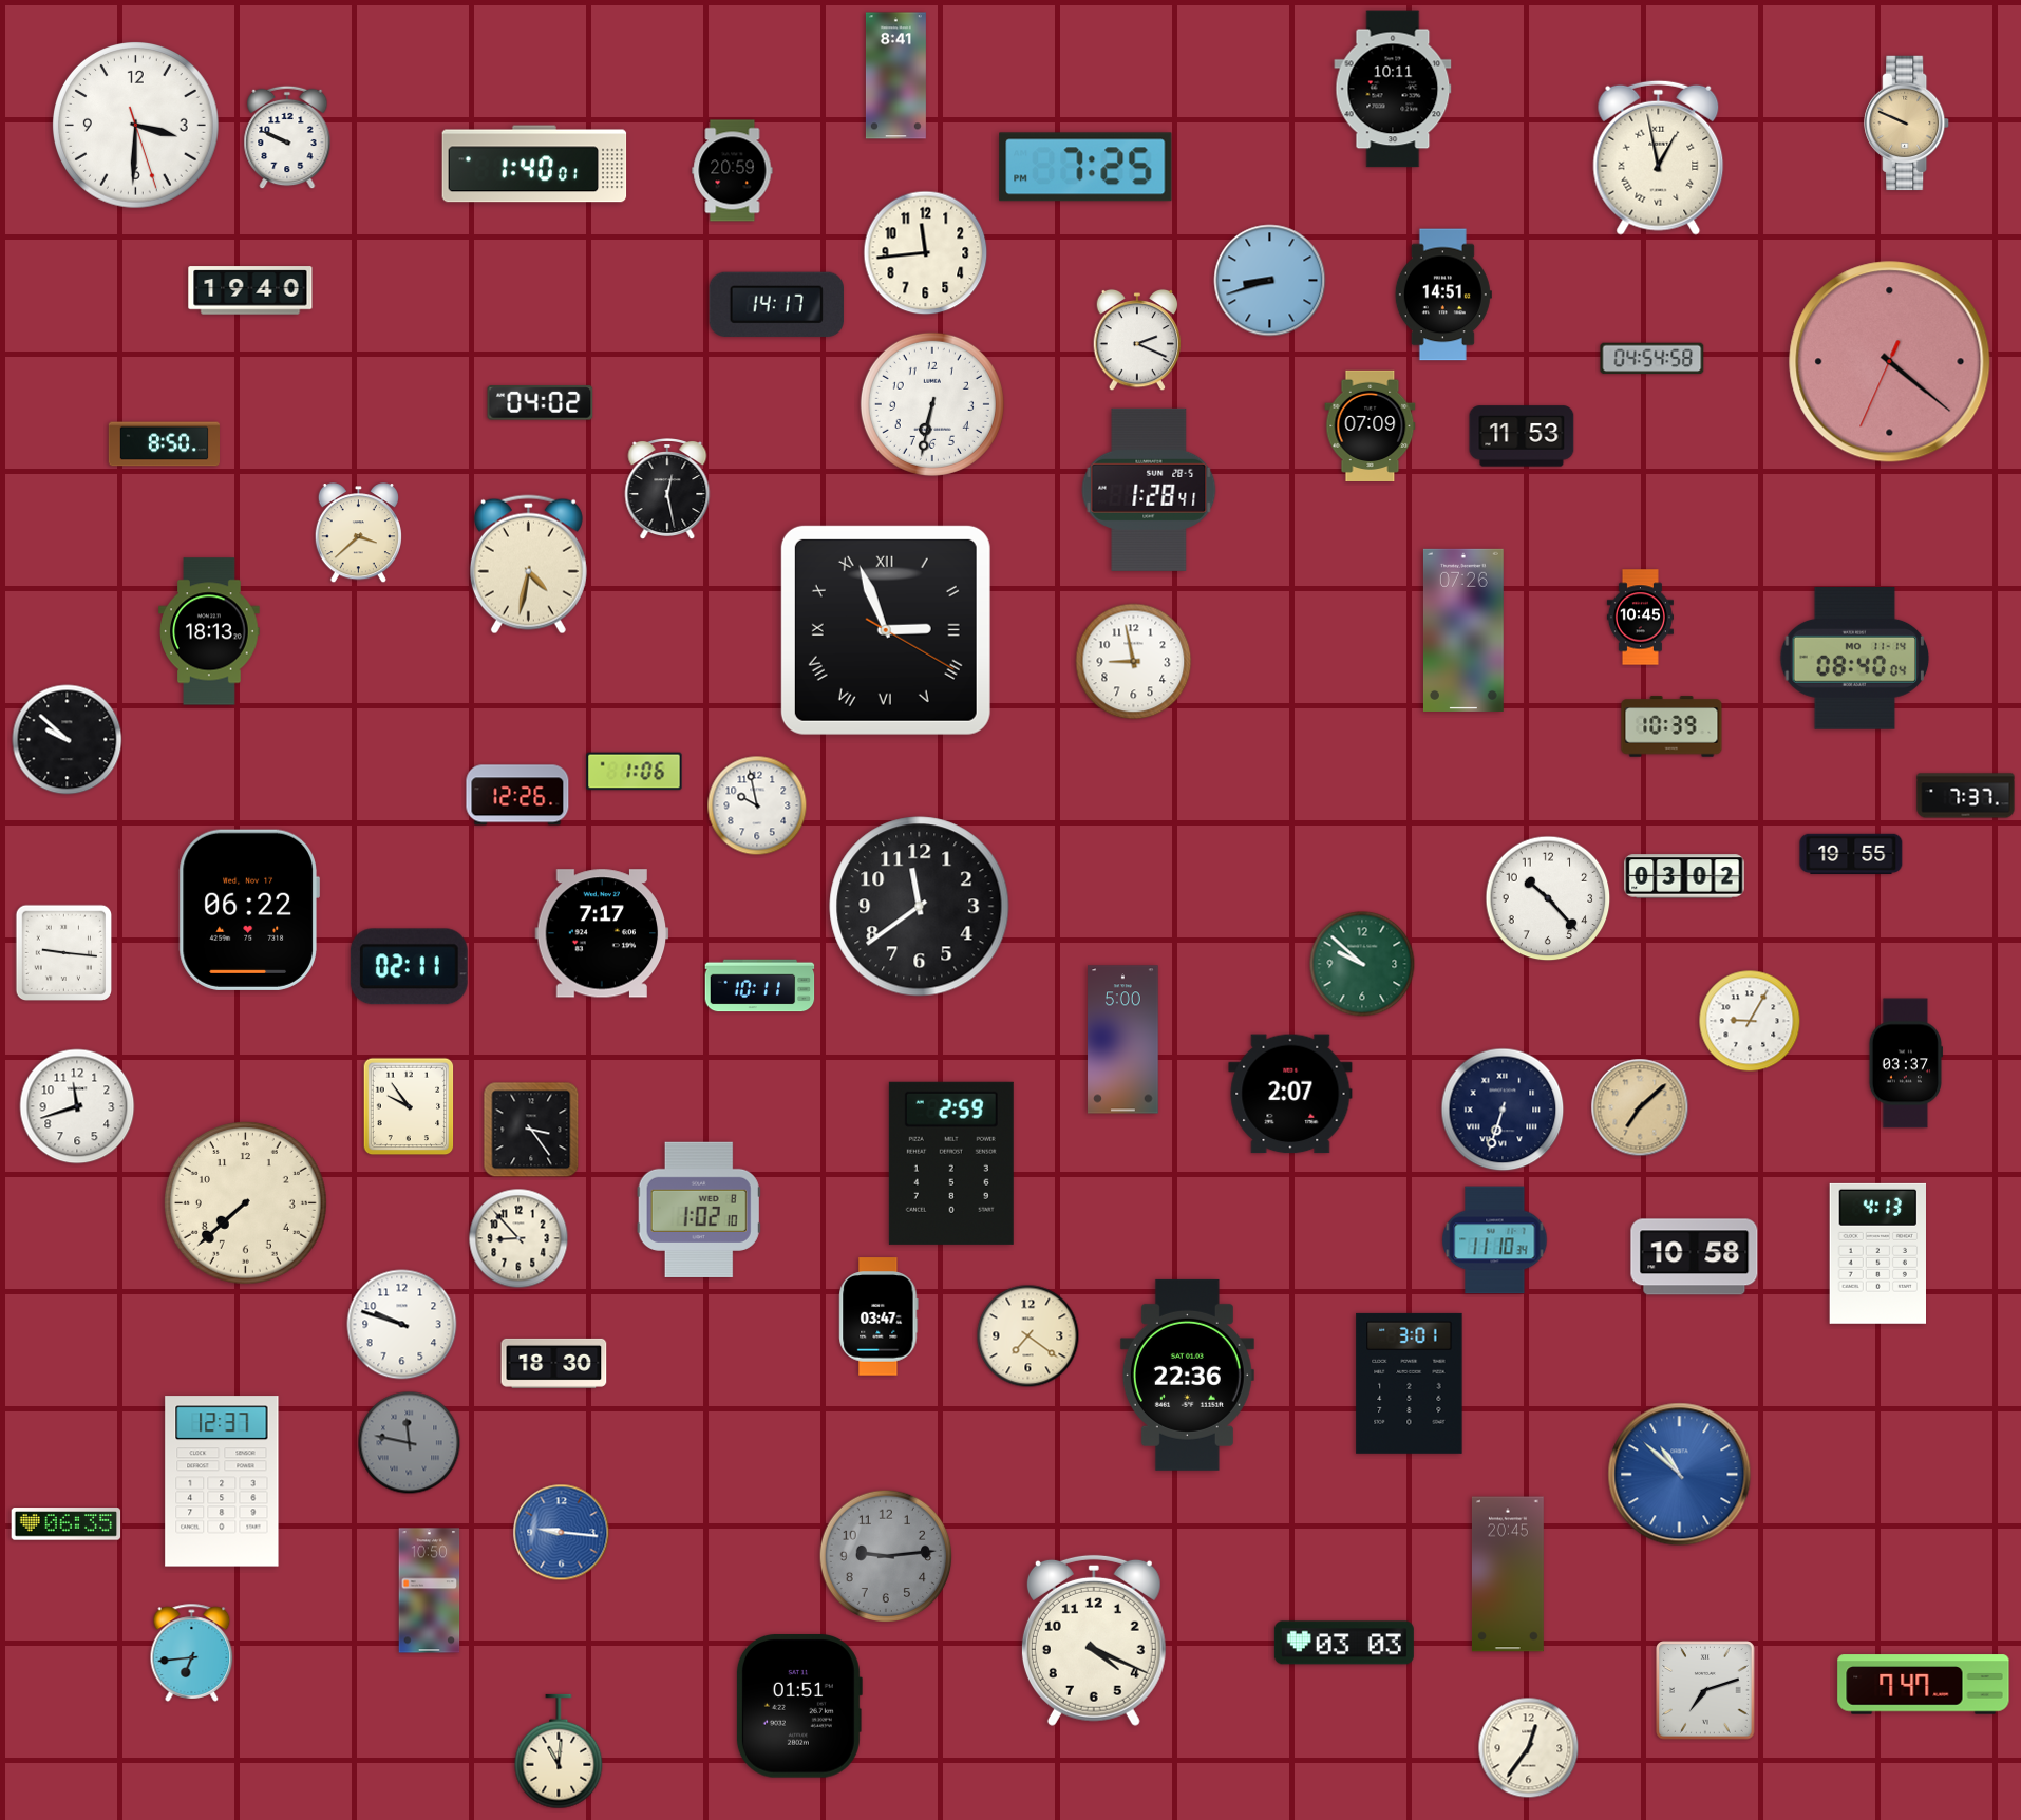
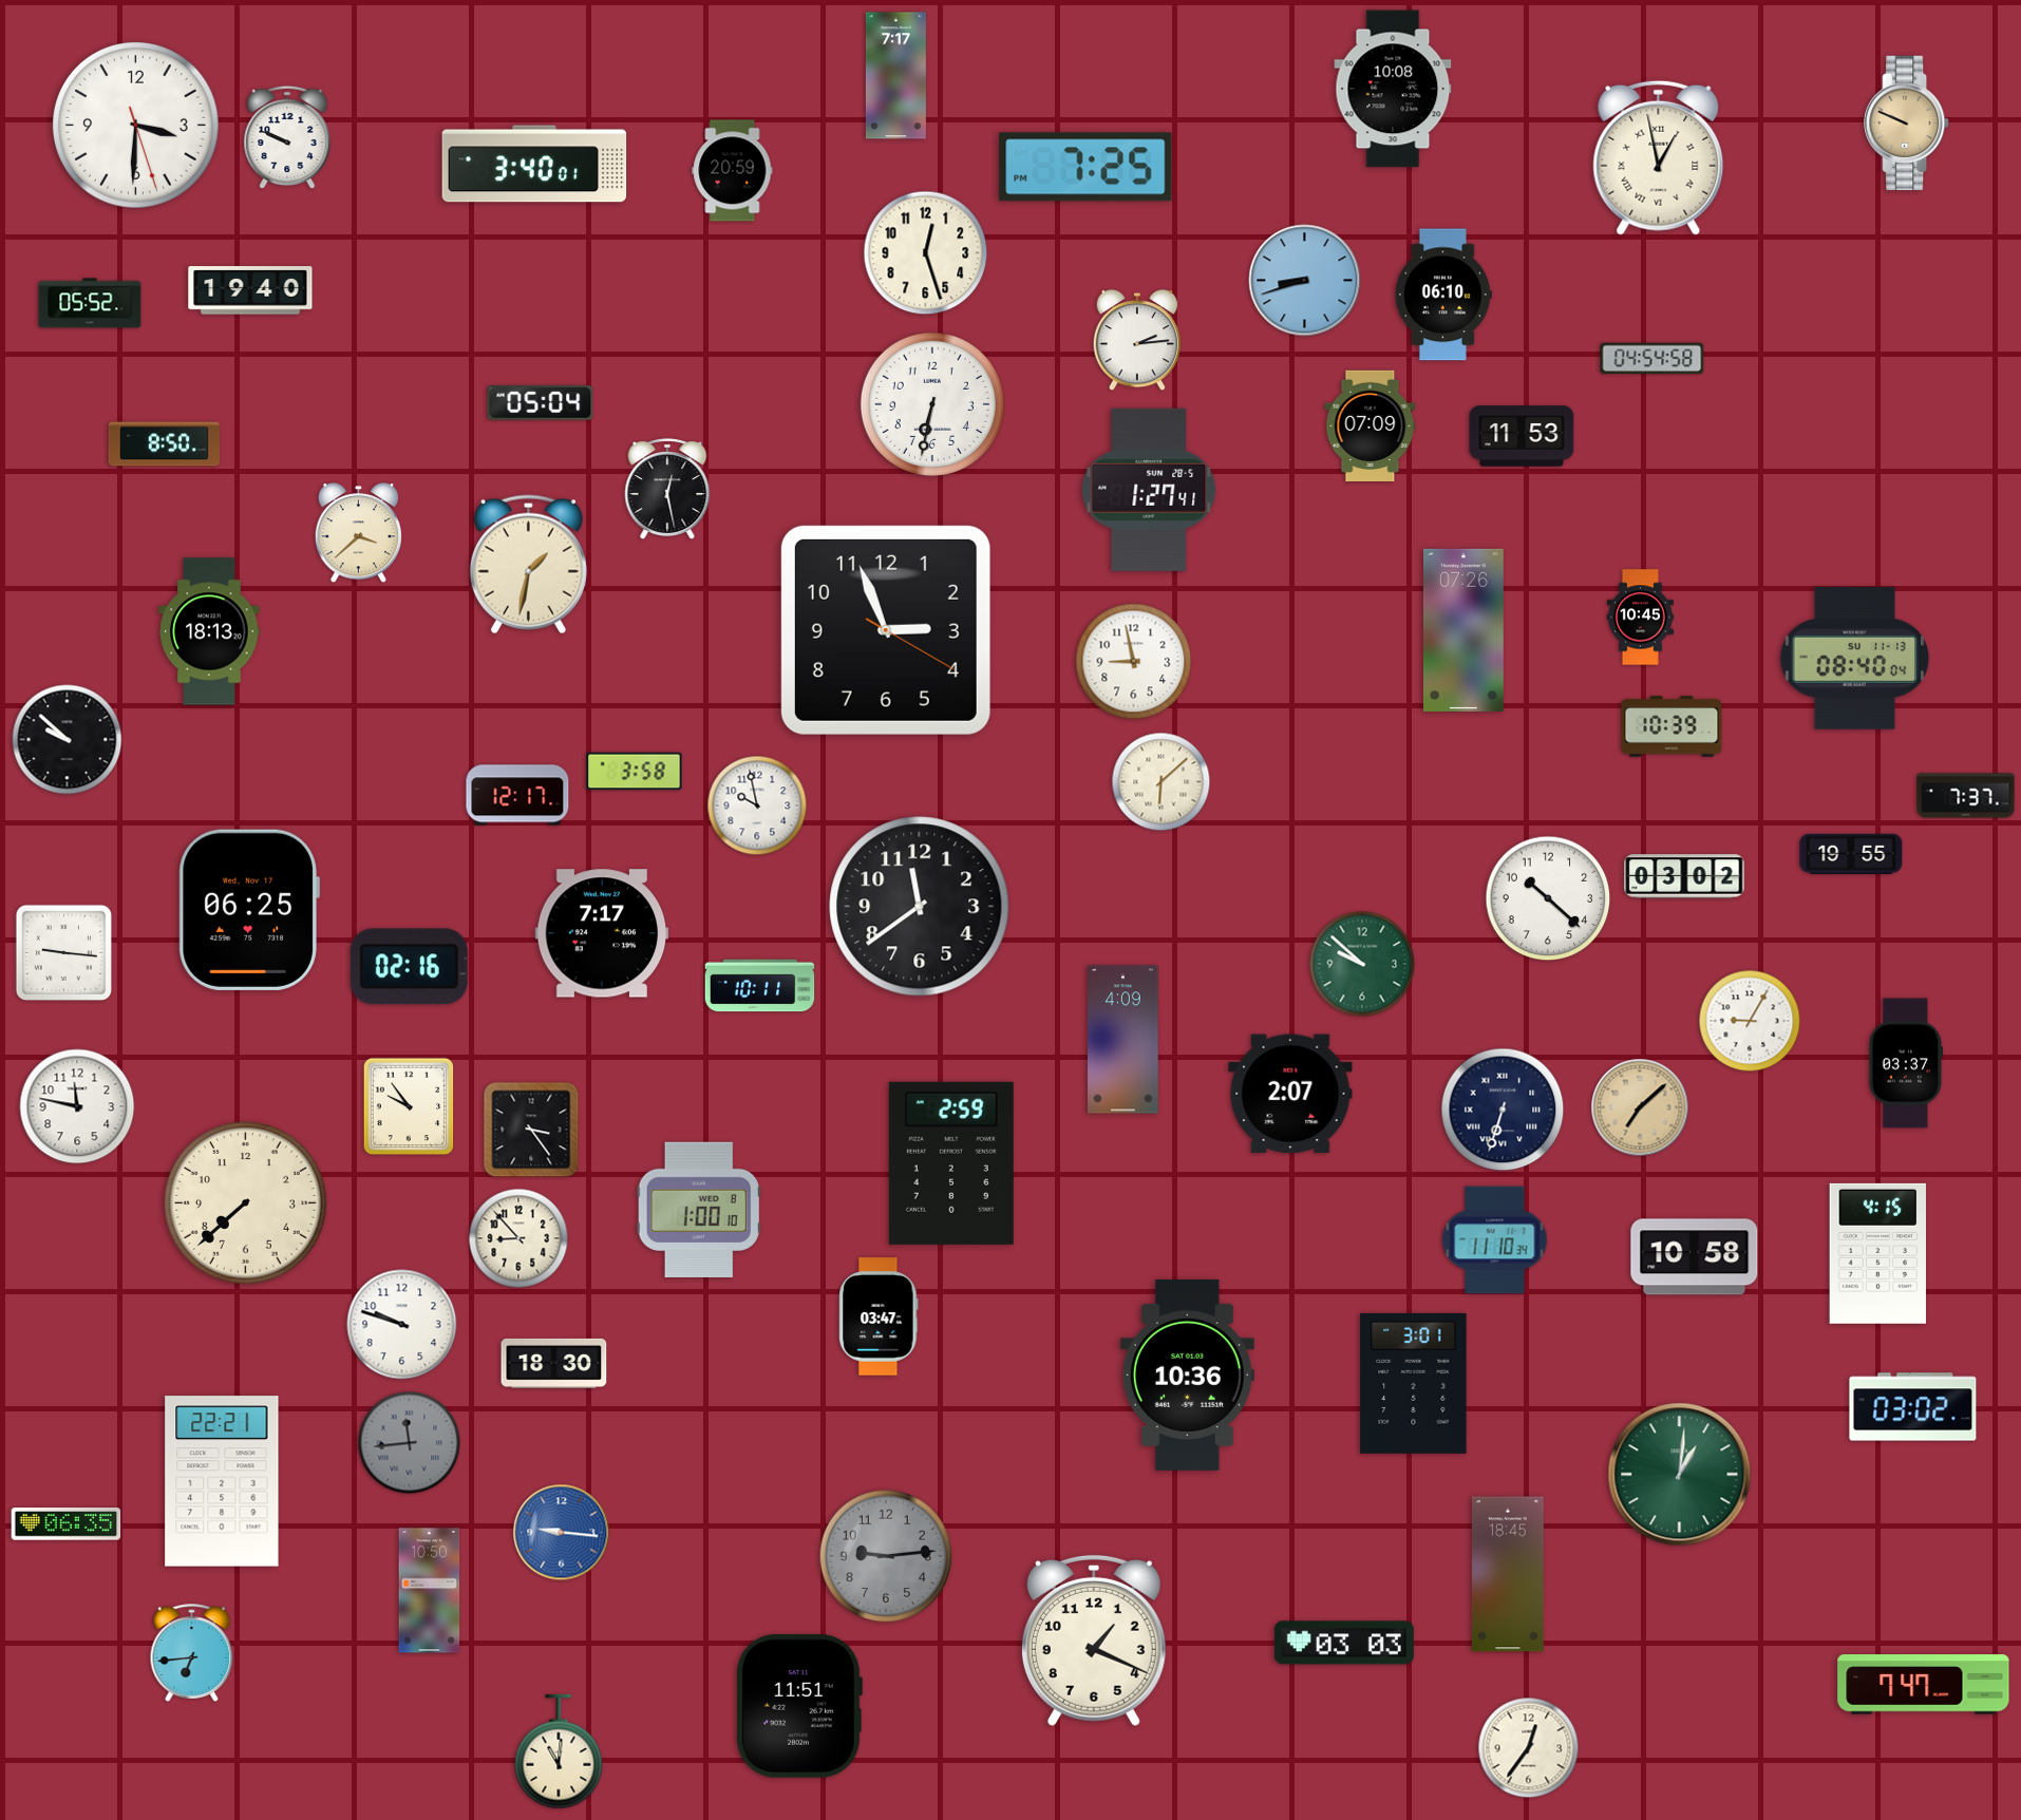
clock at (895, 76): 8:41 -> 7:17
clock at (1393, 89): 10:11 -> 10:08
clock at (534, 164): 1:40 -> 3:40
clock at (926, 253): 11:44 -> 12:27
clock at (1270, 281) position: (1270, 281) -> (1305, 281)
clock at (1443, 295): 14:51 -> 06:10
clock at (90, 303): none -> 05:52
clock at (776, 304): 14:17 -> none
clock at (1137, 340): 2:19 -> 2:14
clock at (1890, 362): 4:21 -> none
clock at (541, 403): 04:02 -> 05:04
clock at (1149, 490): 1:28 -> 1:27
clock at (528, 565): 4:32 -> 1:32
clock at (886, 630) numerals: Roman -> Arabic
clock at (1855, 659) date: MO 11-14 -> SU 11-13
clock at (635, 772): 1:06 -> 3:58
clock at (1161, 782): none -> 6:08
clock at (517, 795): 12:26 -> 12:17
clock at (1548, 898): 10:23 -> 10:22
clock at (249, 910): 06:22 -> 06:25
clock at (409, 967): 02:11 -> 02:16
clock at (1123, 1040): 5:00 -> 4:09
clock at (77, 1106): 11:42 -> 11:47
clock at (699, 1209): 1:02 -> 1:00
clock at (1877, 1253): 4:13 -> 4:15
clock at (1028, 1336): 7:21 -> none
clock at (1187, 1375): 22:36 -> 10:36
clock at (1410, 1383) position: (1410, 1383) -> (1414, 1383)
clock at (1913, 1407): none -> 03:02
clock at (410, 1443): 11:47 -> 11:44
clock at (1680, 1475): 10:52 -> 1:01
clock at (1680, 1475) dial: blue -> green
clock at (222, 1481): 12:37 -> 22:21
clock at (1508, 1574): 20:45 -> 18:45
clock at (1094, 1641): 4:19 -> 1:19
clock at (1705, 1690): 7:12 -> none
clock at (798, 1707): 01:51 -> 11:51
